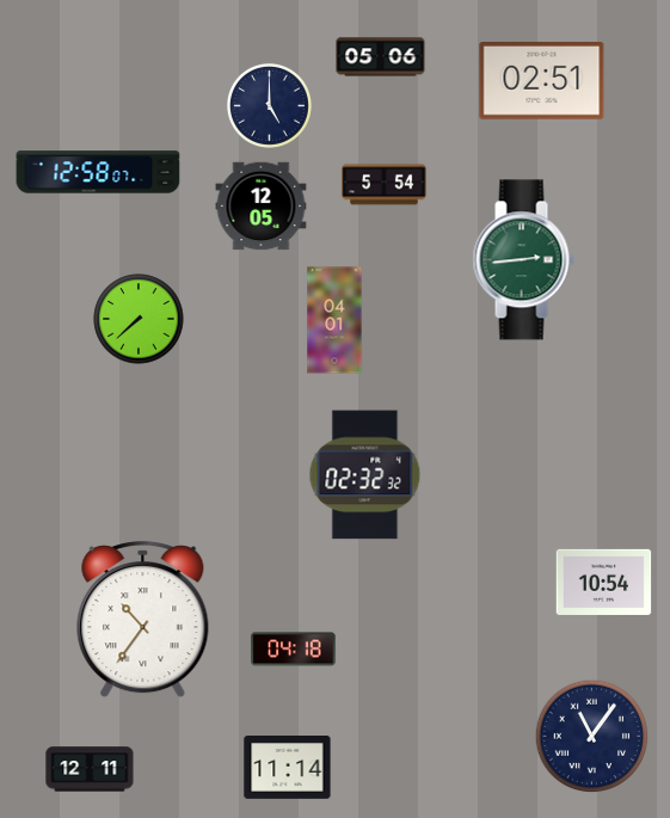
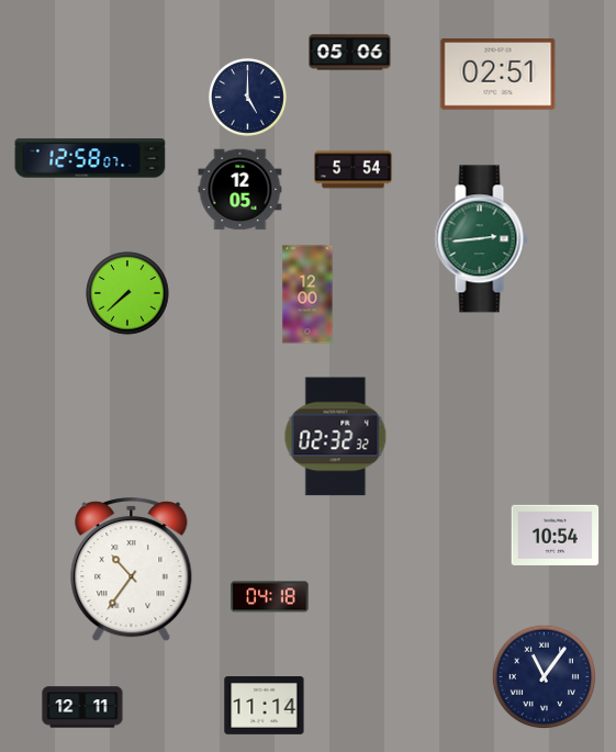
clock at (334, 320): 04:01 -> 12:00
